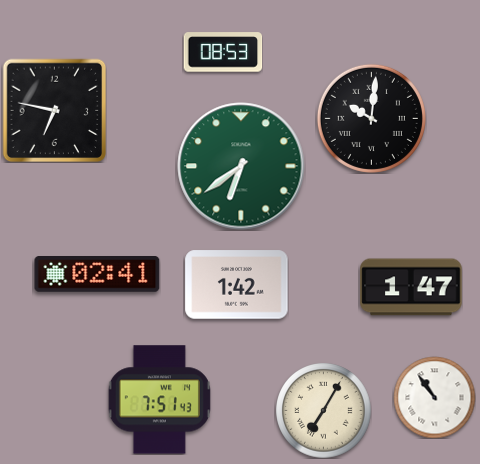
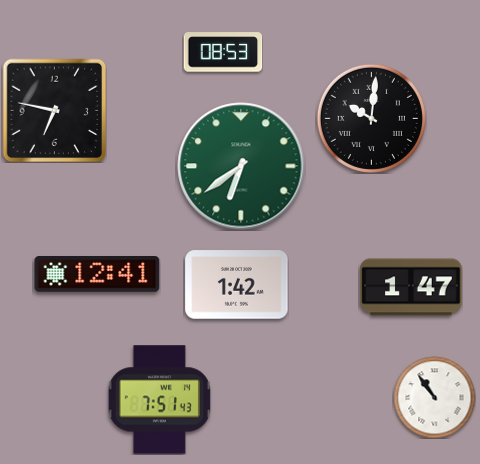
clock at (97, 275): 02:41 -> 12:41
clock at (323, 410): 7:05 -> none
